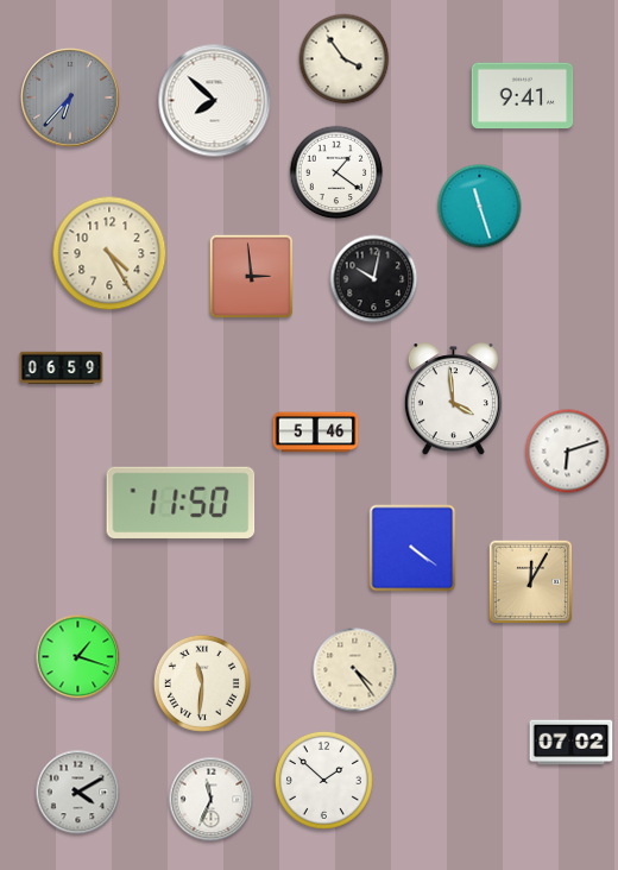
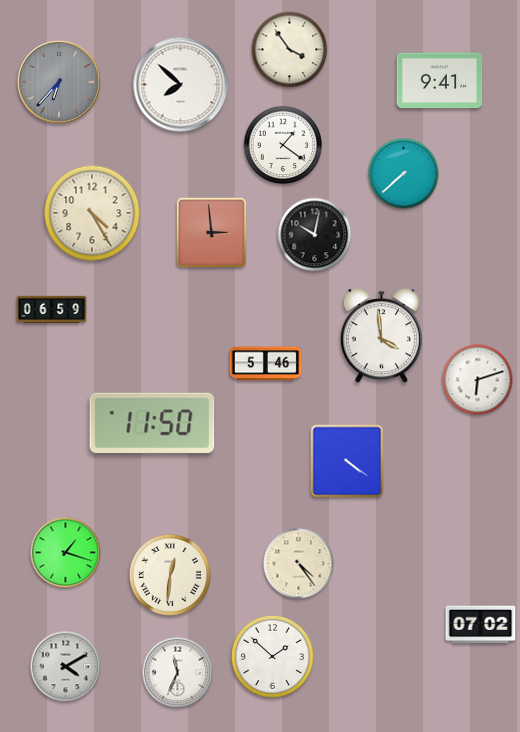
clock at (480, 207): 11:27 -> 7:38
clock at (531, 582): 12:05 -> none
clock at (202, 683): 11:31 -> 12:31
